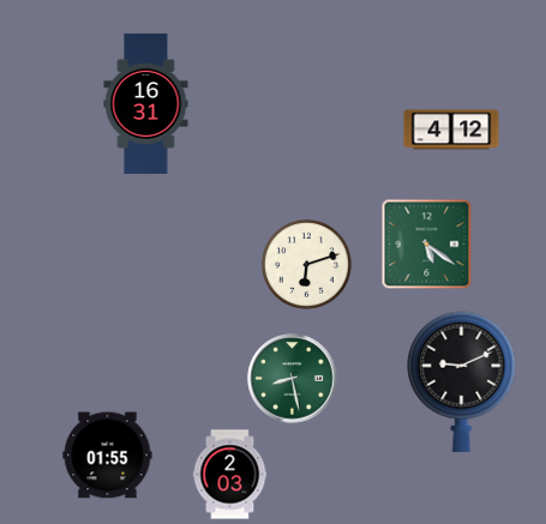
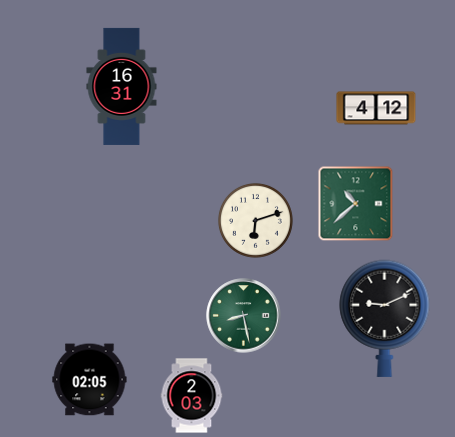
clock at (427, 245): 5:21 -> 10:38
clock at (108, 456): 01:55 -> 02:05
